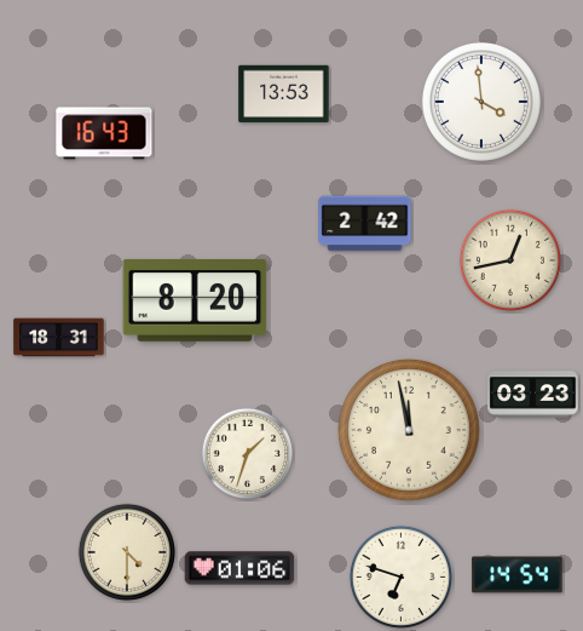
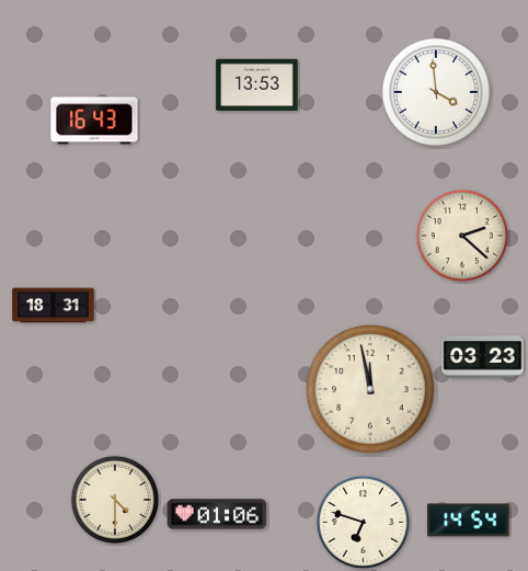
clock at (365, 224): 2:42 -> none
clock at (510, 260): 12:43 -> 2:22
clock at (195, 302): 8:20 -> none
clock at (248, 454): 1:33 -> none
